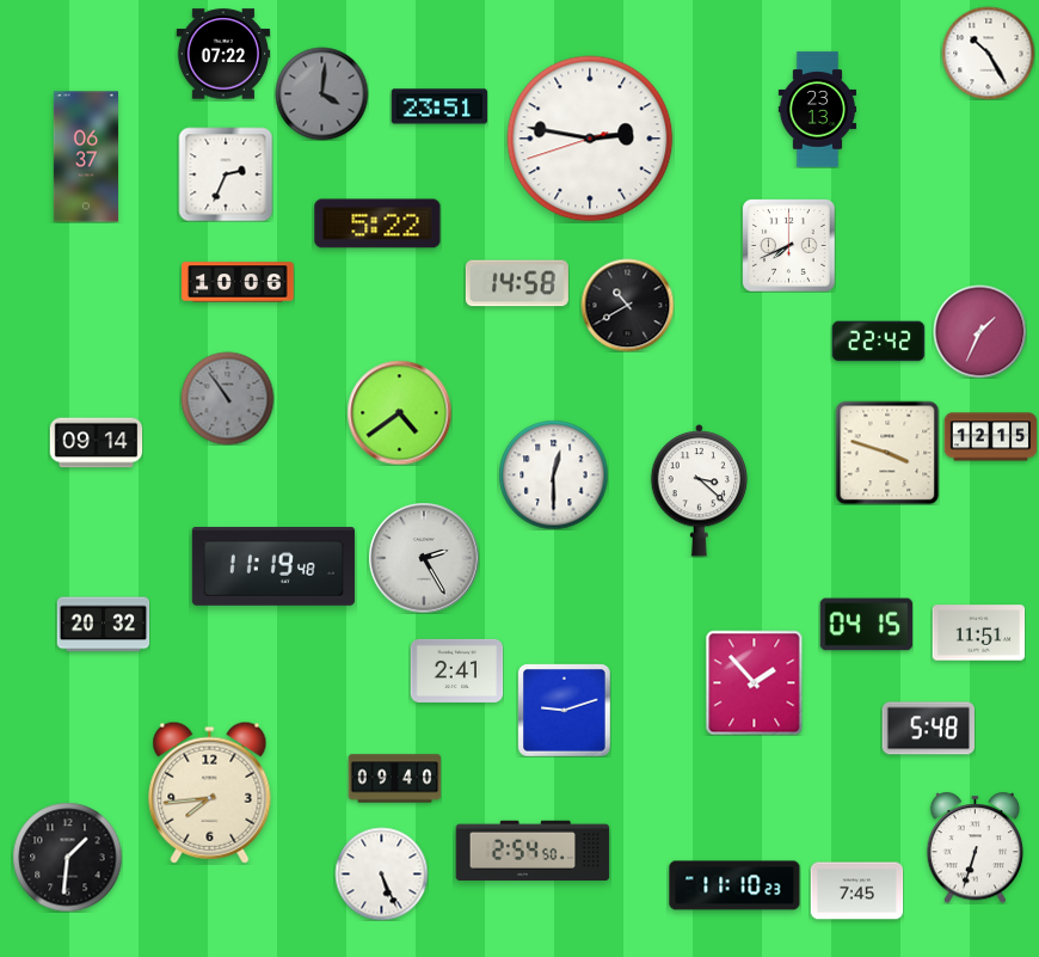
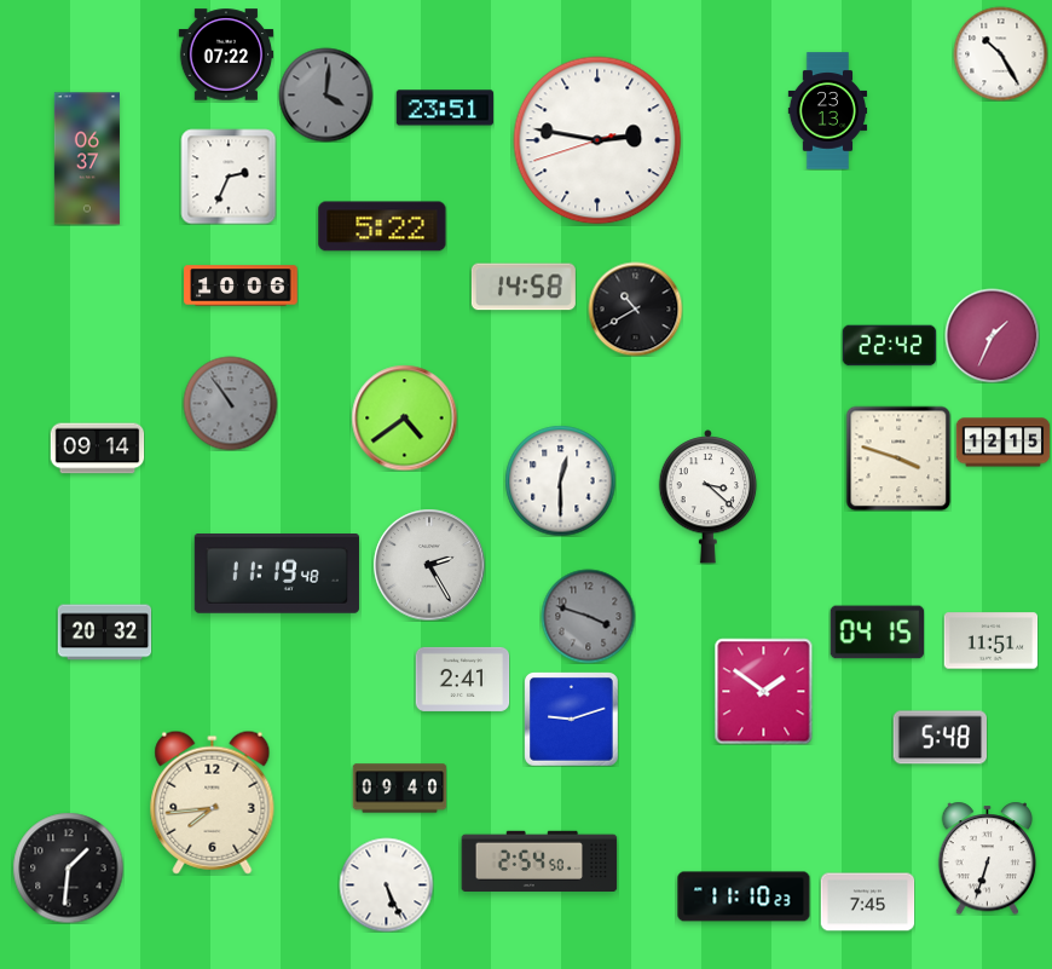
clock at (788, 245): 7:41 -> none
clock at (588, 616): none -> 3:48
clock at (755, 682): 1:53 -> 1:51
